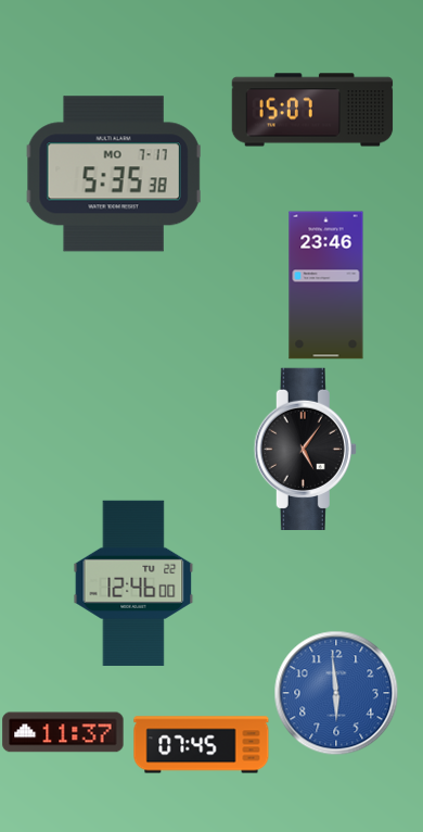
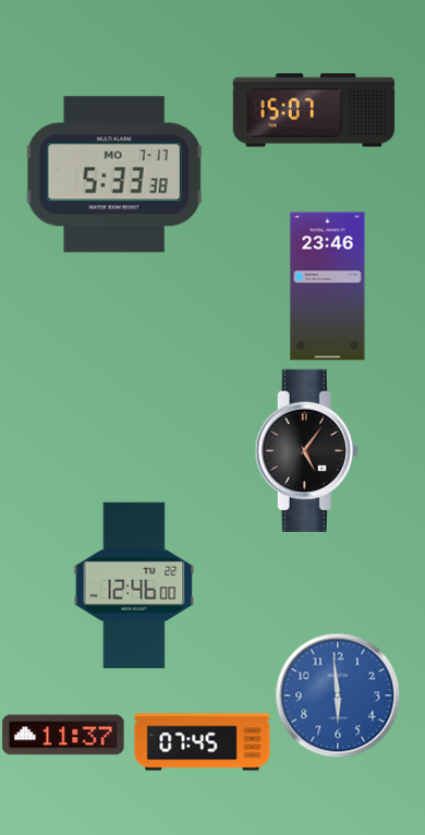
clock at (114, 174): 5:35 -> 5:33
clock at (202, 745) position: (202, 745) -> (203, 742)
